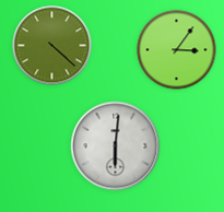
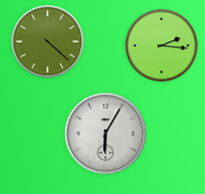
clock at (177, 50): 3:06 -> 2:16
clock at (116, 146): 6:01 -> 6:05
